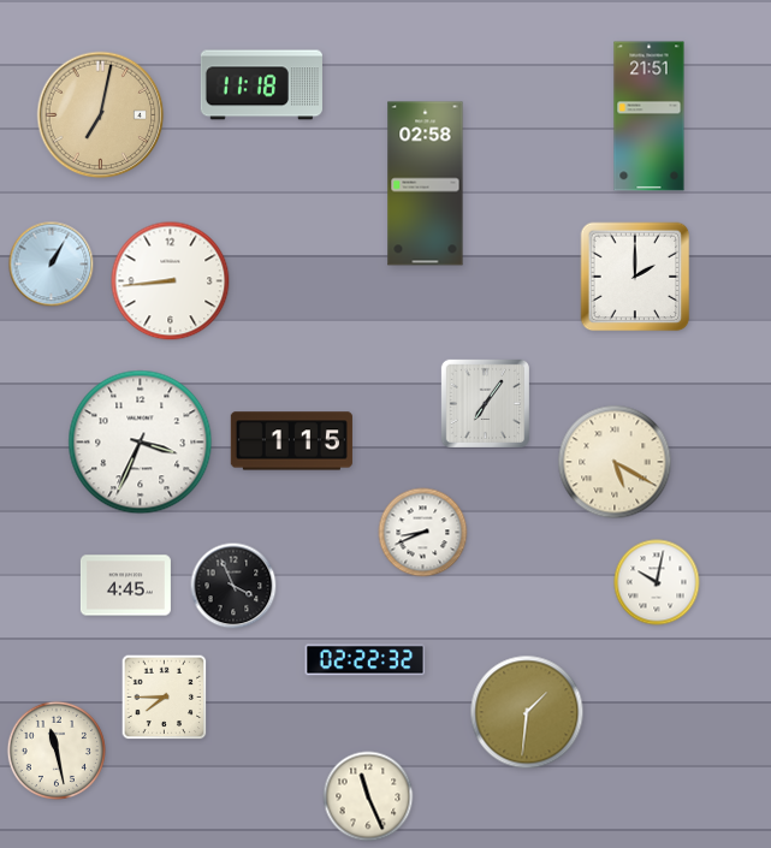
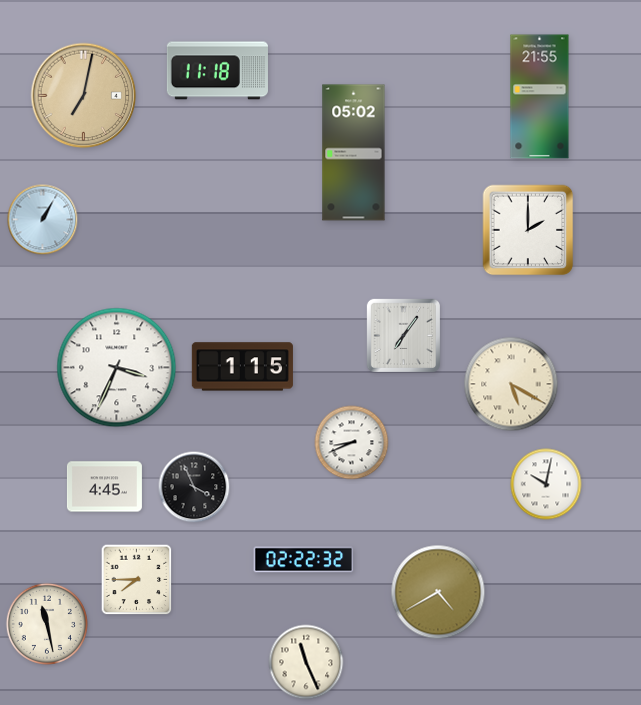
clock at (650, 117): 21:51 -> 21:55
clock at (426, 184): 02:58 -> 05:02
clock at (171, 281): 8:44 -> none
clock at (366, 660) position: (366, 660) -> (304, 560)
clock at (527, 712): 1:31 -> 4:40
